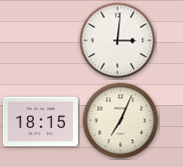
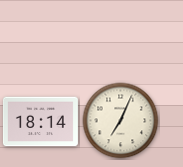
clock at (118, 41): 3:01 -> none
clock at (40, 122): 18:15 -> 18:14
